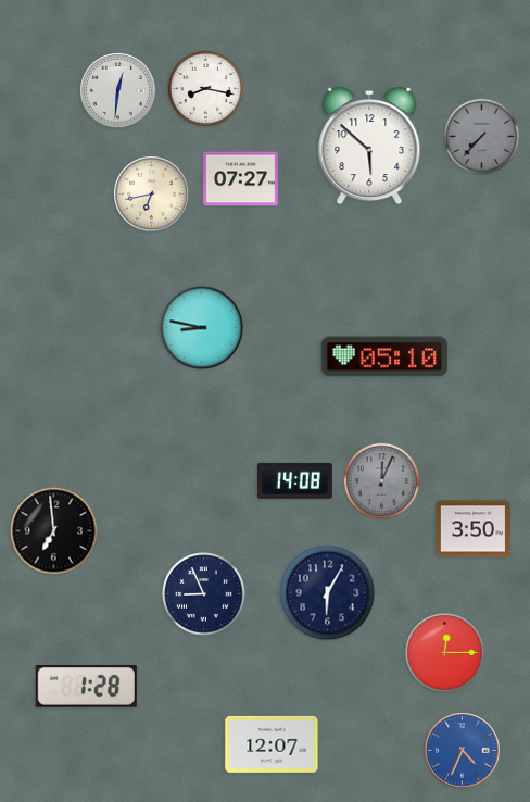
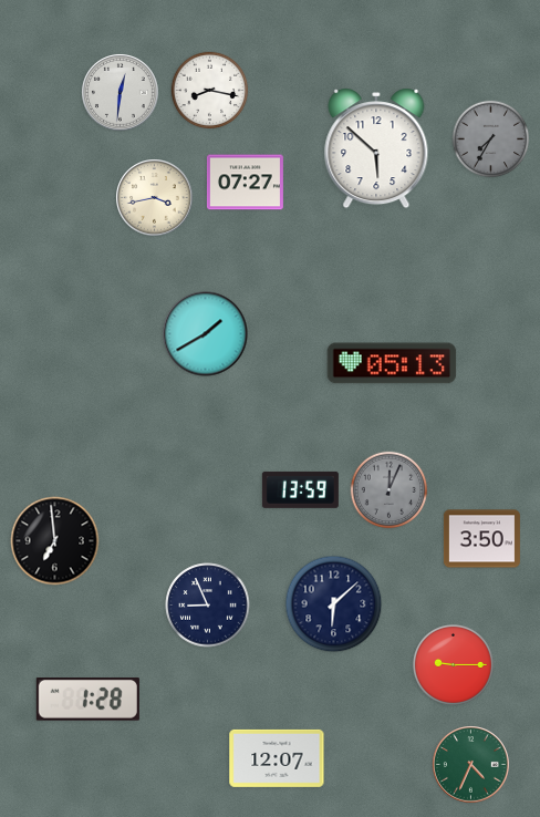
clock at (482, 137): 7:37 -> 7:35
clock at (152, 195): 6:43 -> 3:43
clock at (202, 328): 8:47 -> 1:40
clock at (384, 356): 05:10 -> 05:13
clock at (294, 480): 14:08 -> 13:59
clock at (328, 593): 6:05 -> 6:08
clock at (444, 652): 12:15 -> 9:15
clock at (463, 751) dial: blue -> green
